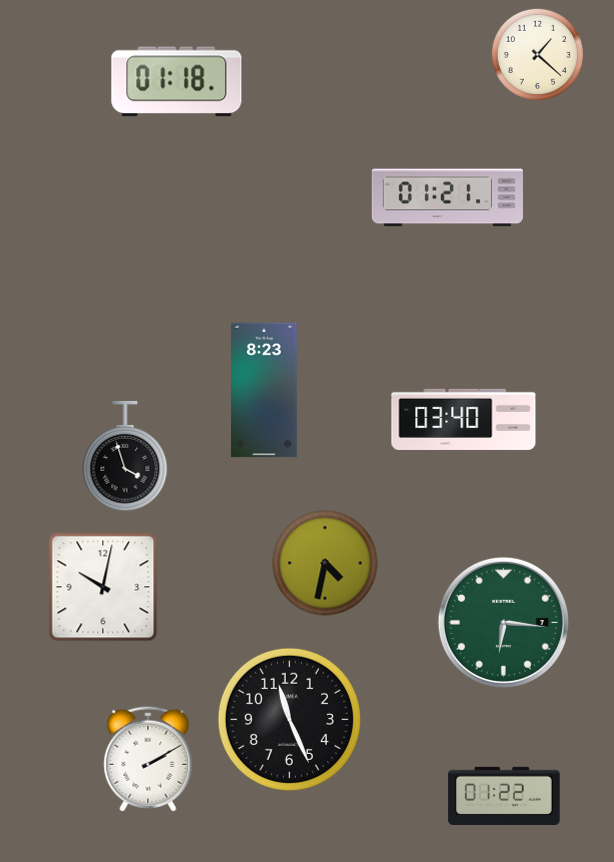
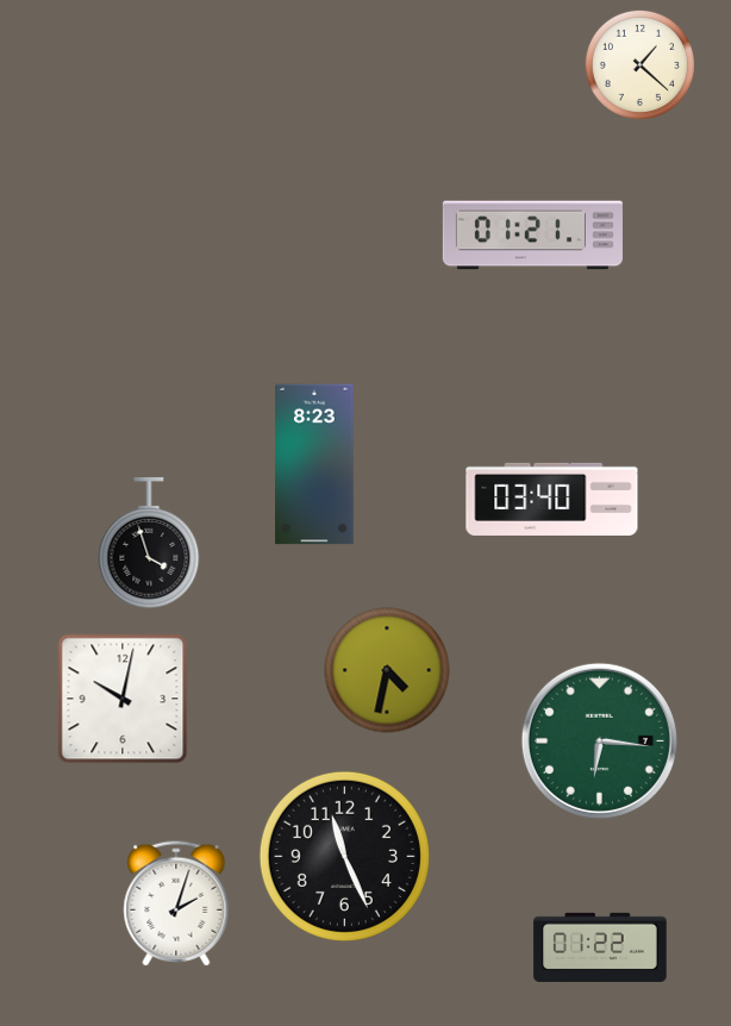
clock at (177, 82): 01:18 -> none
clock at (148, 759): 2:10 -> 2:03
